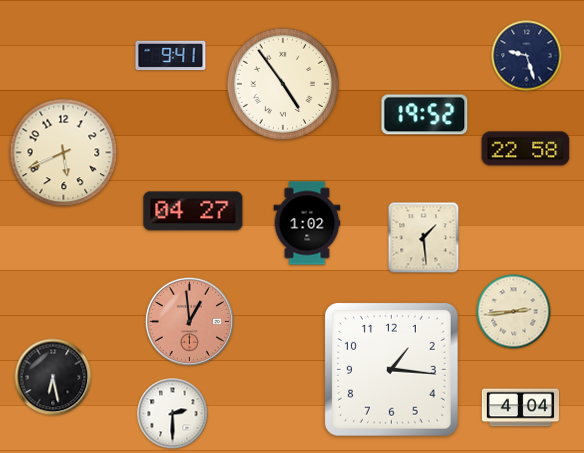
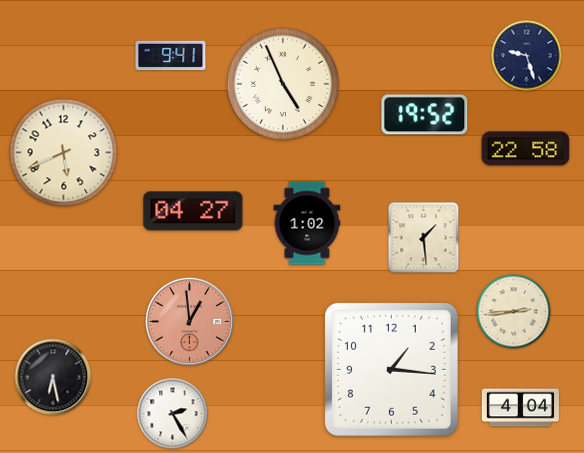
clock at (282, 83): 4:54 -> 4:56
clock at (173, 414): 2:30 -> 2:25
